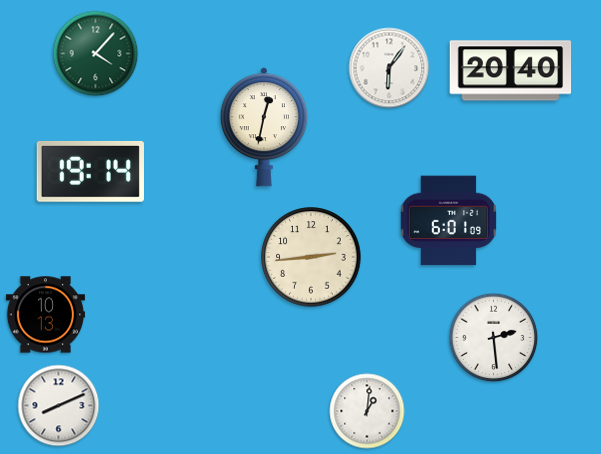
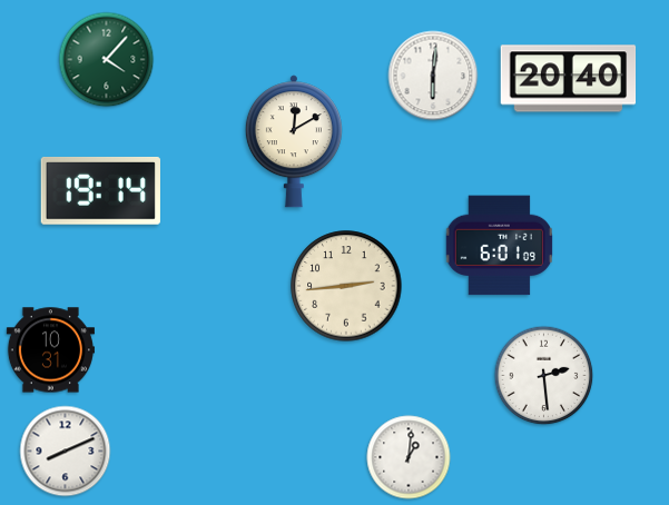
clock at (389, 68): 6:06 -> 6:01
clock at (264, 127): 12:32 -> 12:10
clock at (45, 315): 10:13 -> 10:31
clock at (494, 338) position: (494, 338) -> (544, 376)
